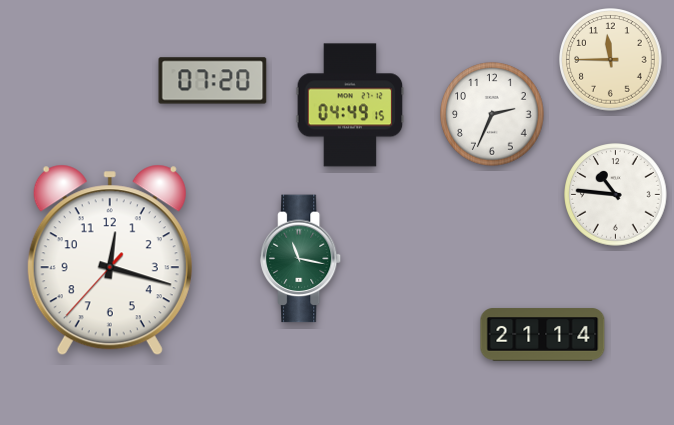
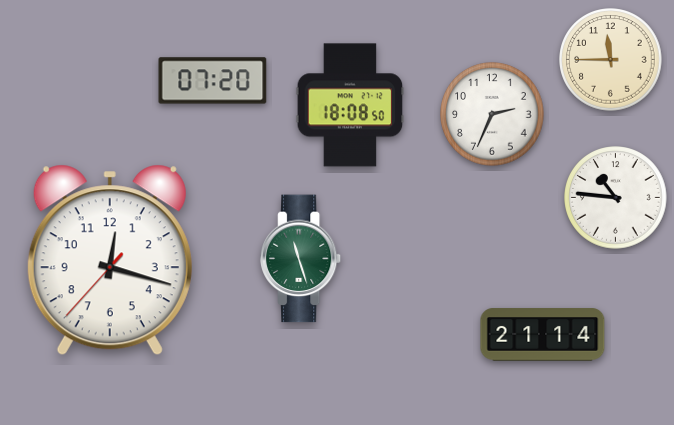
clock at (350, 105): 04:49 -> 18:08
clock at (616, 195) position: (616, 195) -> (616, 198)
clock at (301, 259): 11:17 -> 11:27
